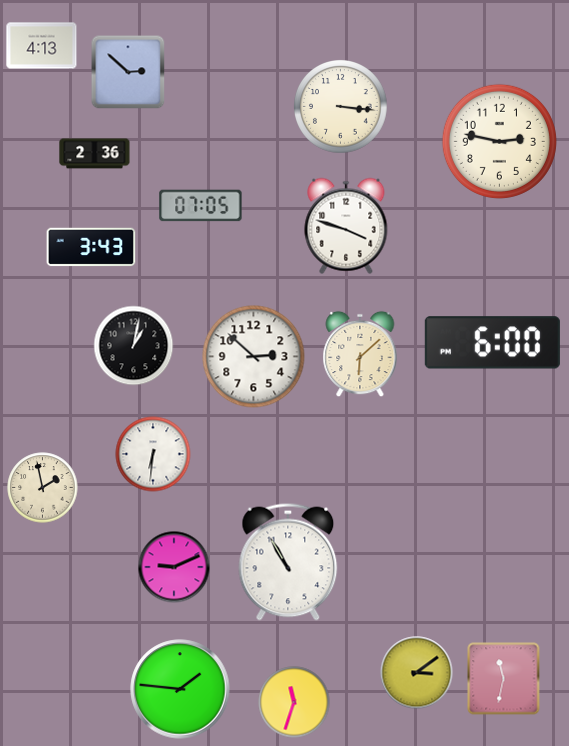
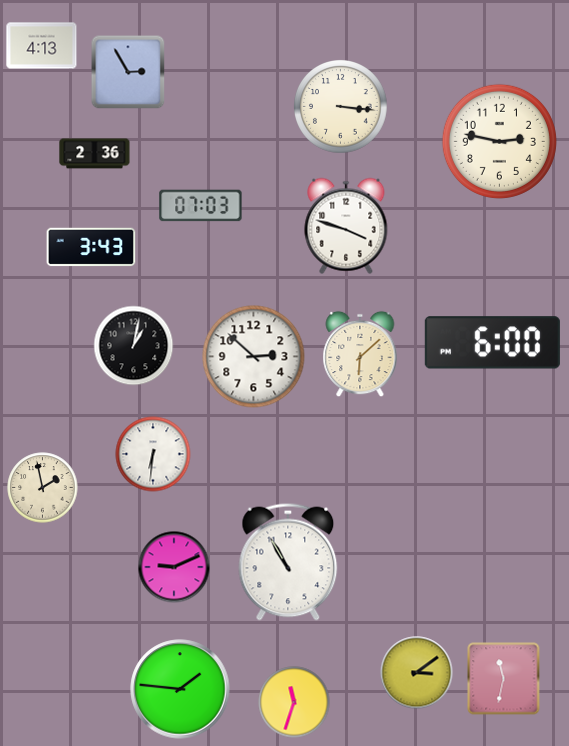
clock at (128, 72): 2:52 -> 2:55
clock at (201, 206): 07:05 -> 07:03
